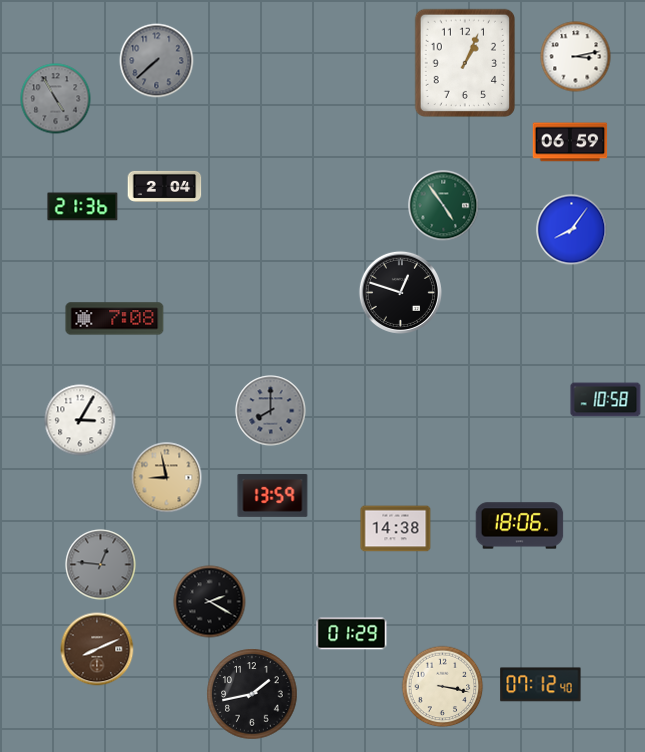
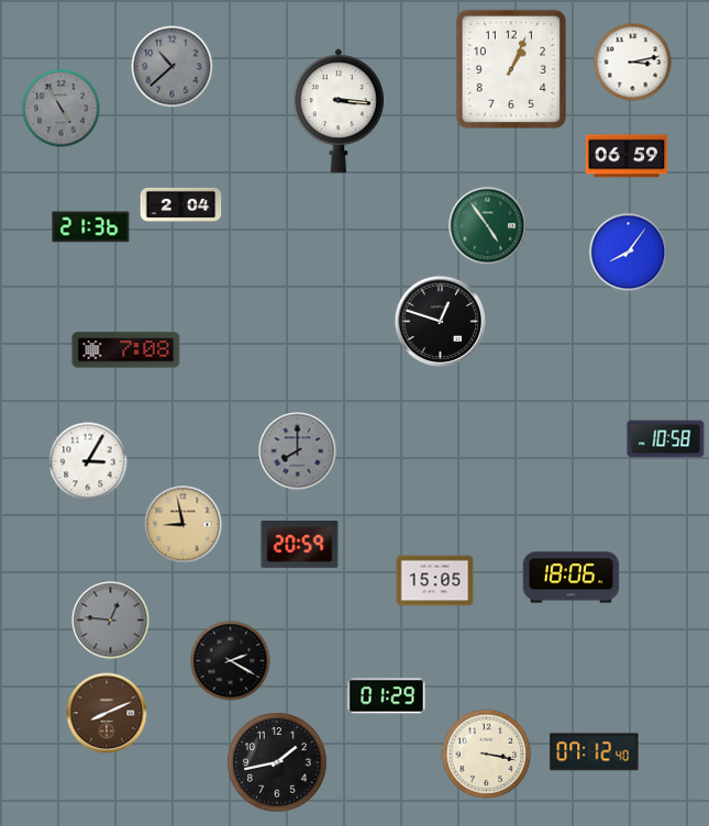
clock at (157, 61): 7:38 -> 10:38
clock at (339, 111): none -> 3:16
clock at (273, 495): 13:59 -> 20:59
clock at (396, 529): 14:38 -> 15:05
